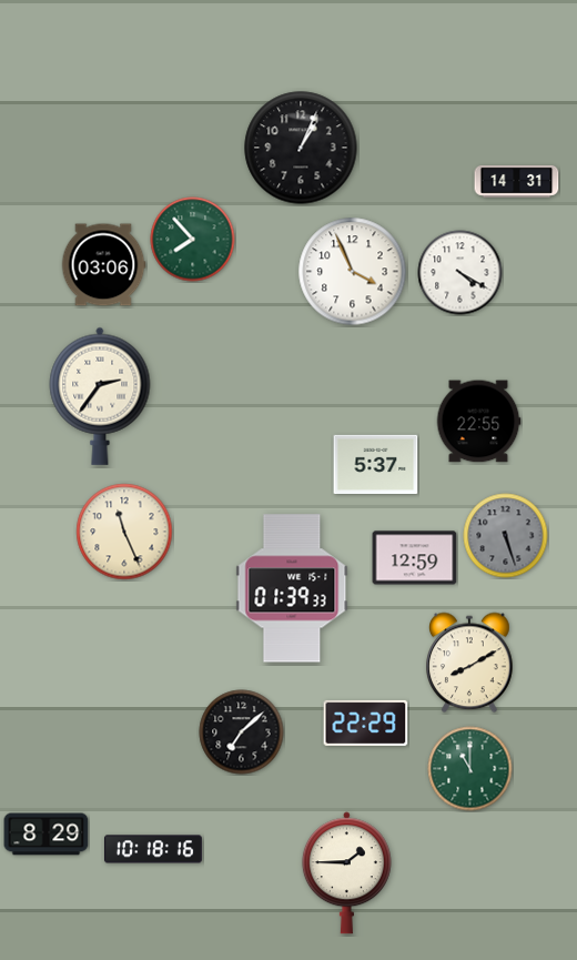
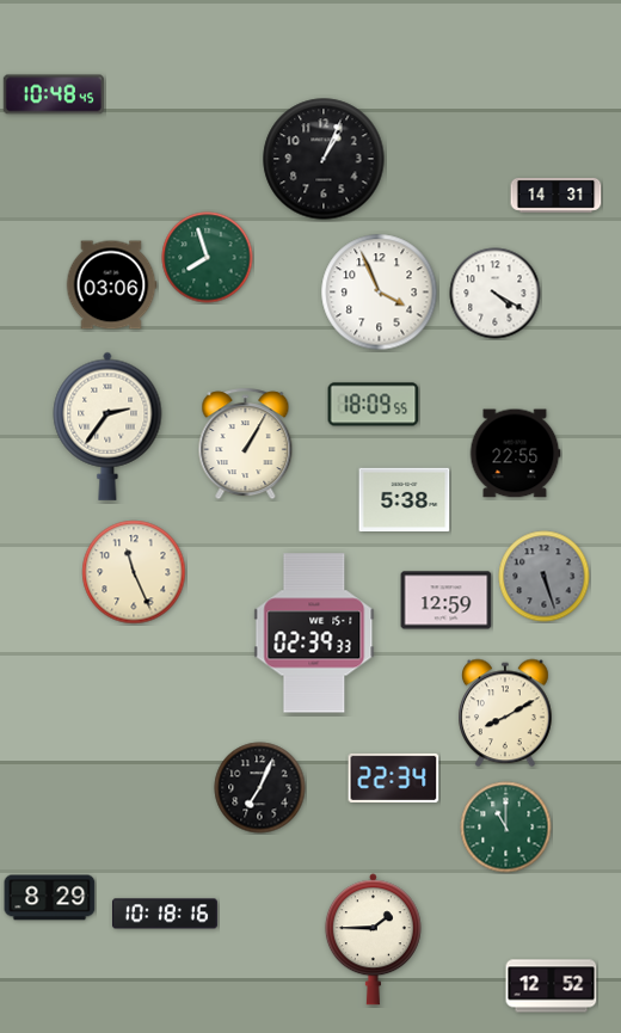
clock at (54, 94): none -> 10:48
clock at (193, 240): 7:53 -> 7:57
clock at (374, 405): none -> 18:09
clock at (246, 444): none -> 1:05
clock at (376, 464): 5:37 -> 5:38
clock at (292, 588): 01:39 -> 02:39
clock at (366, 722): 22:29 -> 22:34
clock at (242, 732): 7:08 -> 7:04
clock at (552, 986): none -> 12:52
